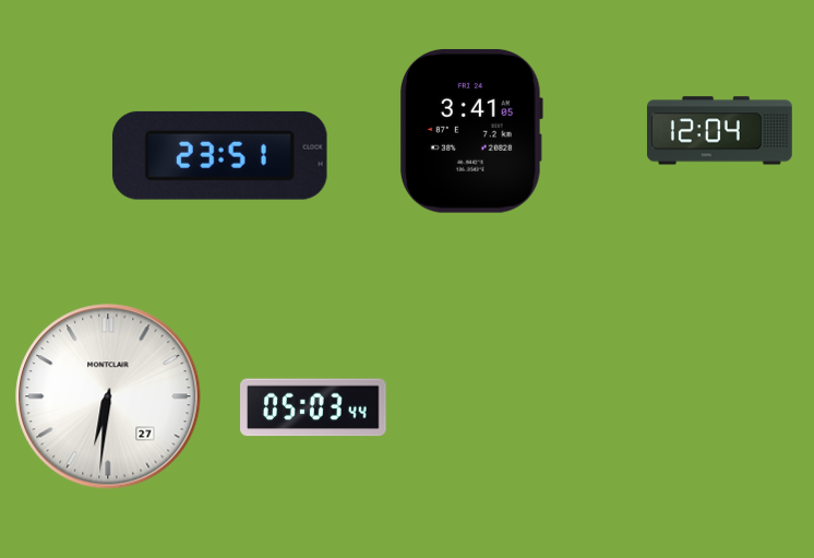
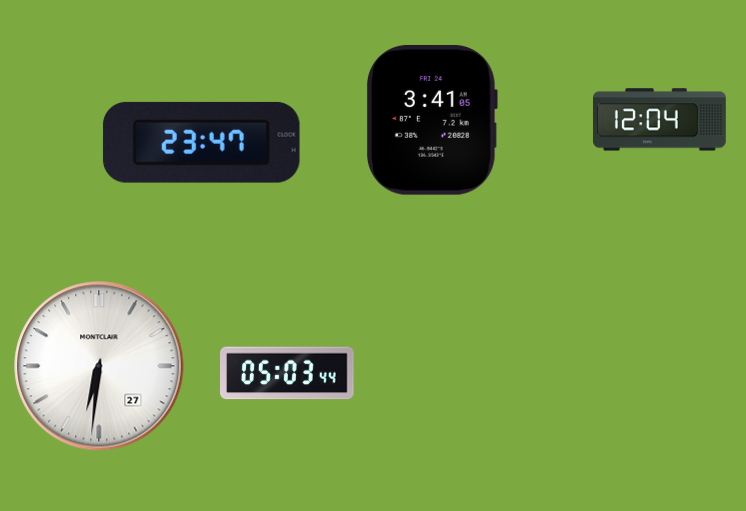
clock at (219, 155): 23:51 -> 23:47
clock at (108, 396) position: (108, 396) -> (99, 366)
